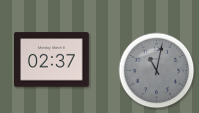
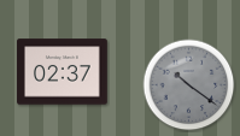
clock at (157, 71): 11:02 -> 10:21
